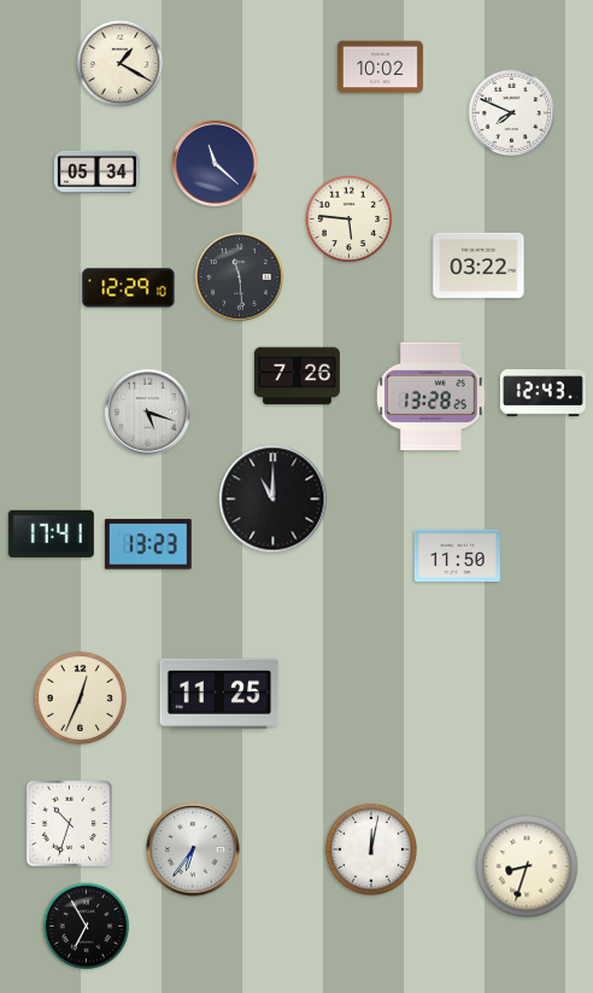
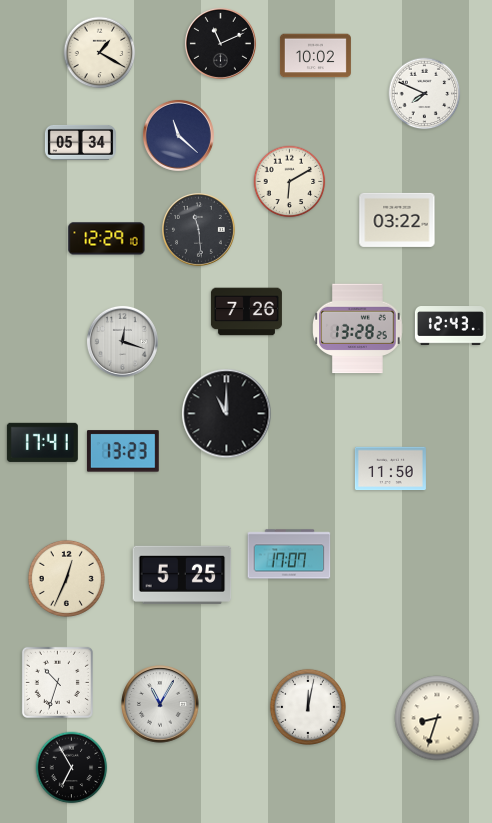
clock at (220, 43): none -> 11:11
clock at (350, 220): 5:46 -> 6:10
clock at (147, 411): 5:18 -> 12:18
clock at (457, 556) position: (457, 556) -> (390, 469)
clock at (289, 554): none -> 17:07
clock at (219, 694): 11:25 -> 5:25
clock at (193, 849): 6:36 -> 11:05
clock at (371, 849) position: (371, 849) -> (308, 707)
